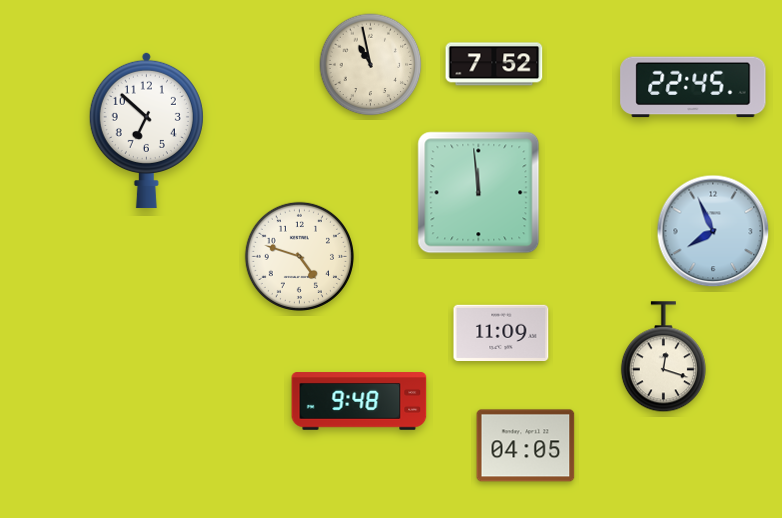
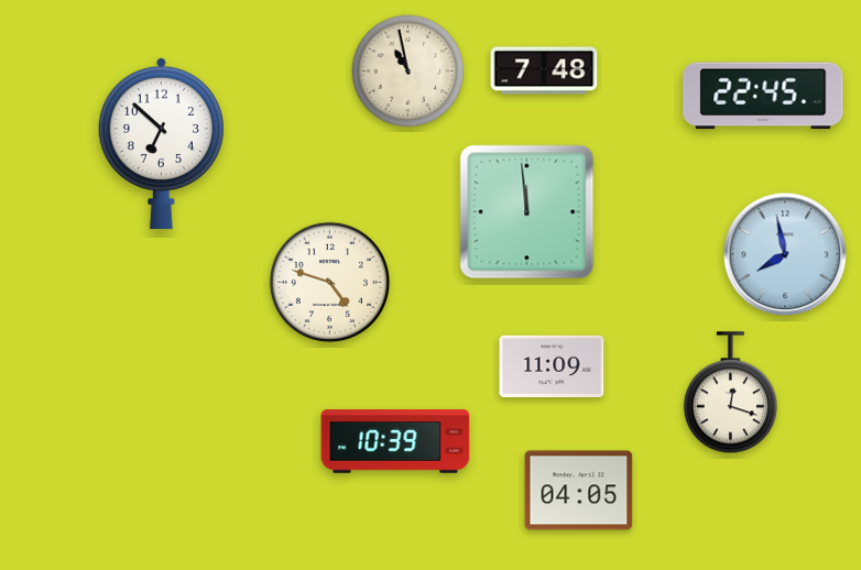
clock at (494, 64): 7:52 -> 7:48
clock at (713, 231): 7:56 -> 7:58
clock at (359, 401): 9:48 -> 10:39
